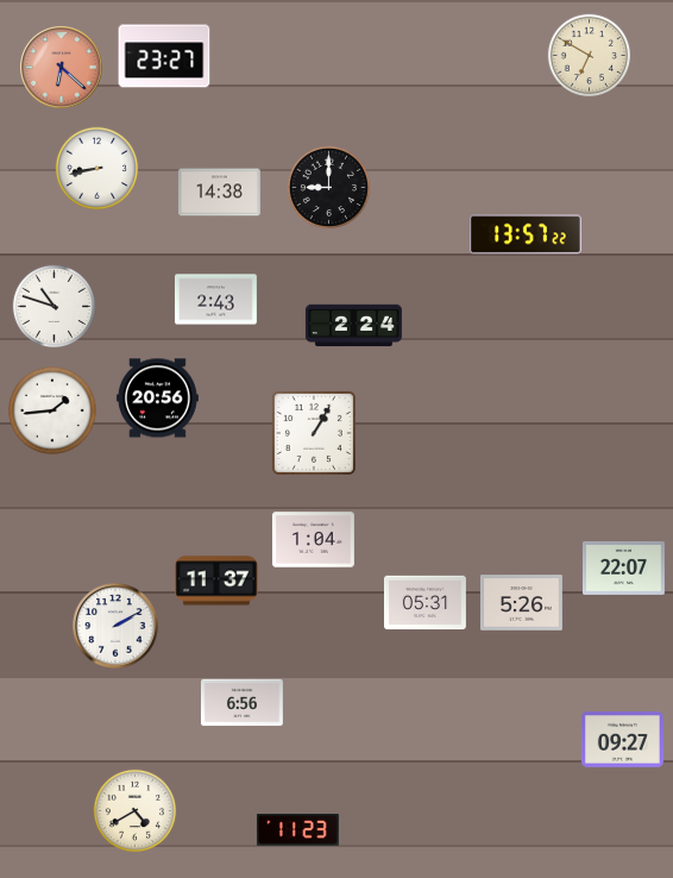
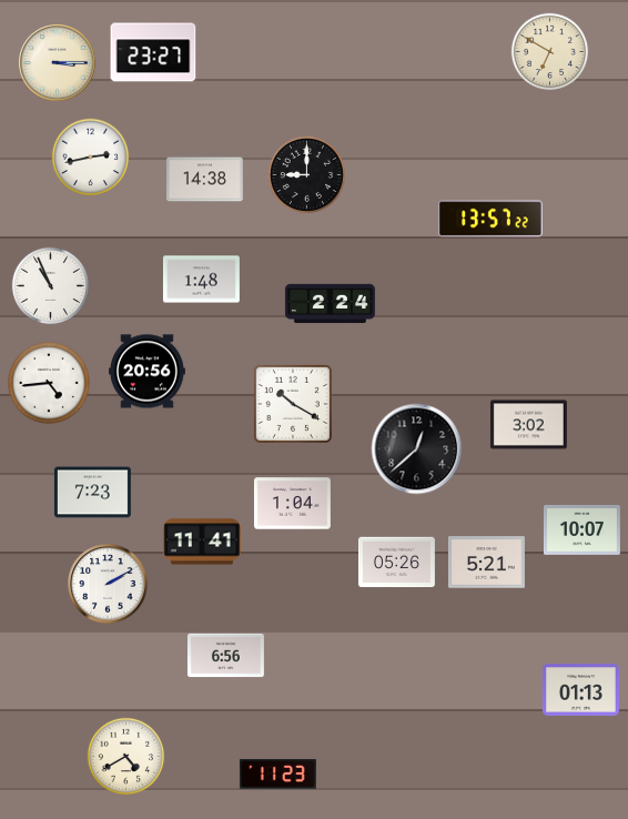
clock at (62, 68): 6:22 -> 3:15
clock at (62, 68) dial: salmon -> cream
clock at (98, 169): 8:43 -> 2:43
clock at (215, 300): 2:43 -> 1:48
clock at (55, 307): 10:48 -> 10:56
clock at (52, 410): 1:44 -> 4:44
clock at (314, 433): 1:05 -> 10:20
clock at (528, 425): none -> 3:02
clock at (417, 449): none -> 12:38
clock at (92, 493): none -> 7:23
clock at (623, 567): 22:07 -> 10:07
clock at (216, 581): 11:37 -> 11:41
clock at (424, 603): 05:31 -> 05:26
clock at (521, 603): 5:26 -> 5:21
clock at (622, 740): 09:27 -> 01:13
